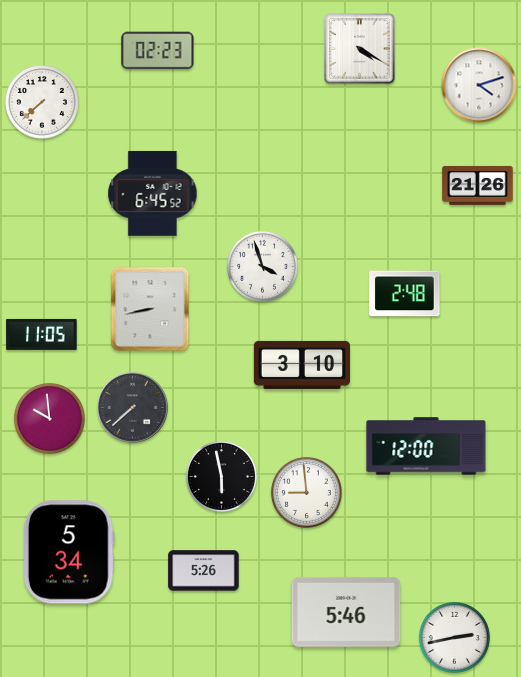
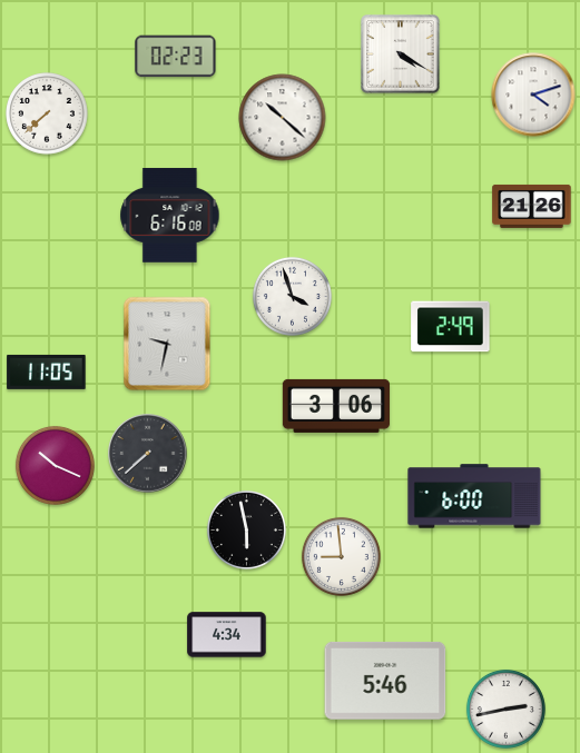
clock at (283, 118): none -> 10:22
clock at (153, 193): 6:45 -> 6:16
clock at (405, 294): 2:48 -> 2:49
clock at (150, 309): 8:43 -> 9:32
clock at (301, 365): 3:10 -> 3:06
clock at (49, 418): 9:59 -> 10:19
clock at (426, 446): 12:00 -> 6:00
clock at (306, 492) position: (306, 492) -> (341, 556)
clock at (69, 552): 5:34 -> none
clock at (204, 571): 5:26 -> 4:34
